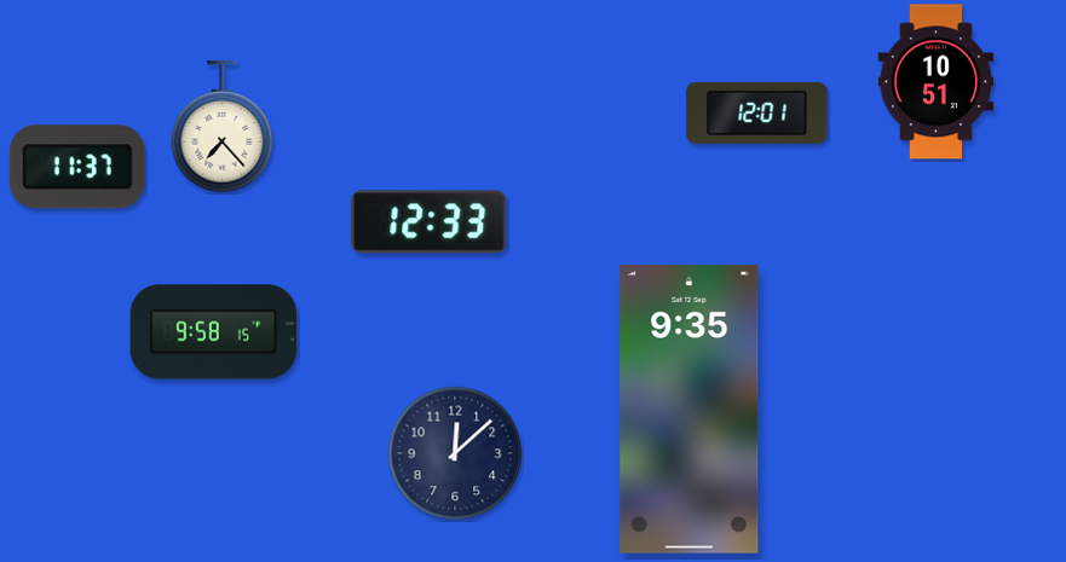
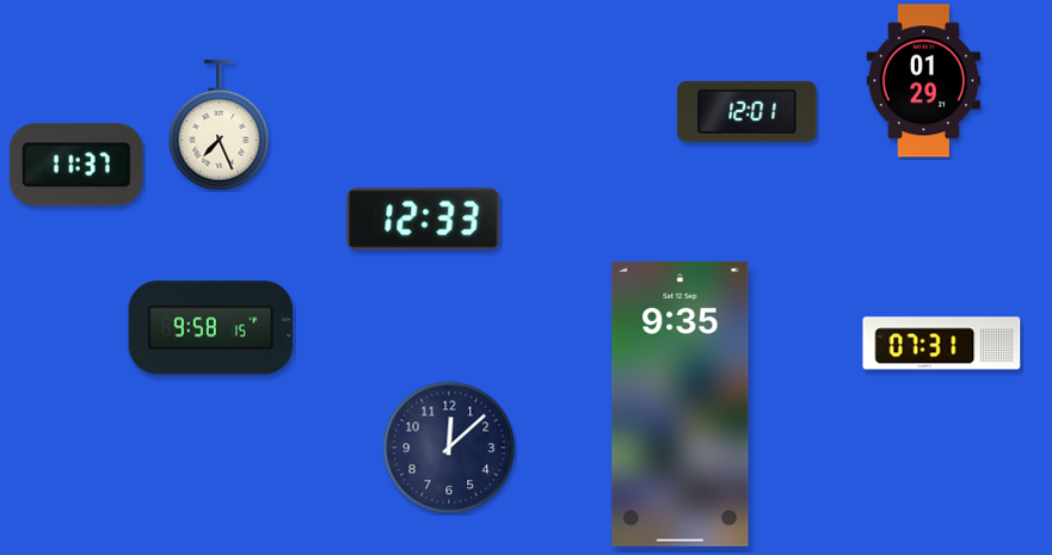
clock at (937, 82): 10:51 -> 01:29
clock at (223, 127): 7:23 -> 7:26
clock at (942, 344): none -> 07:31
